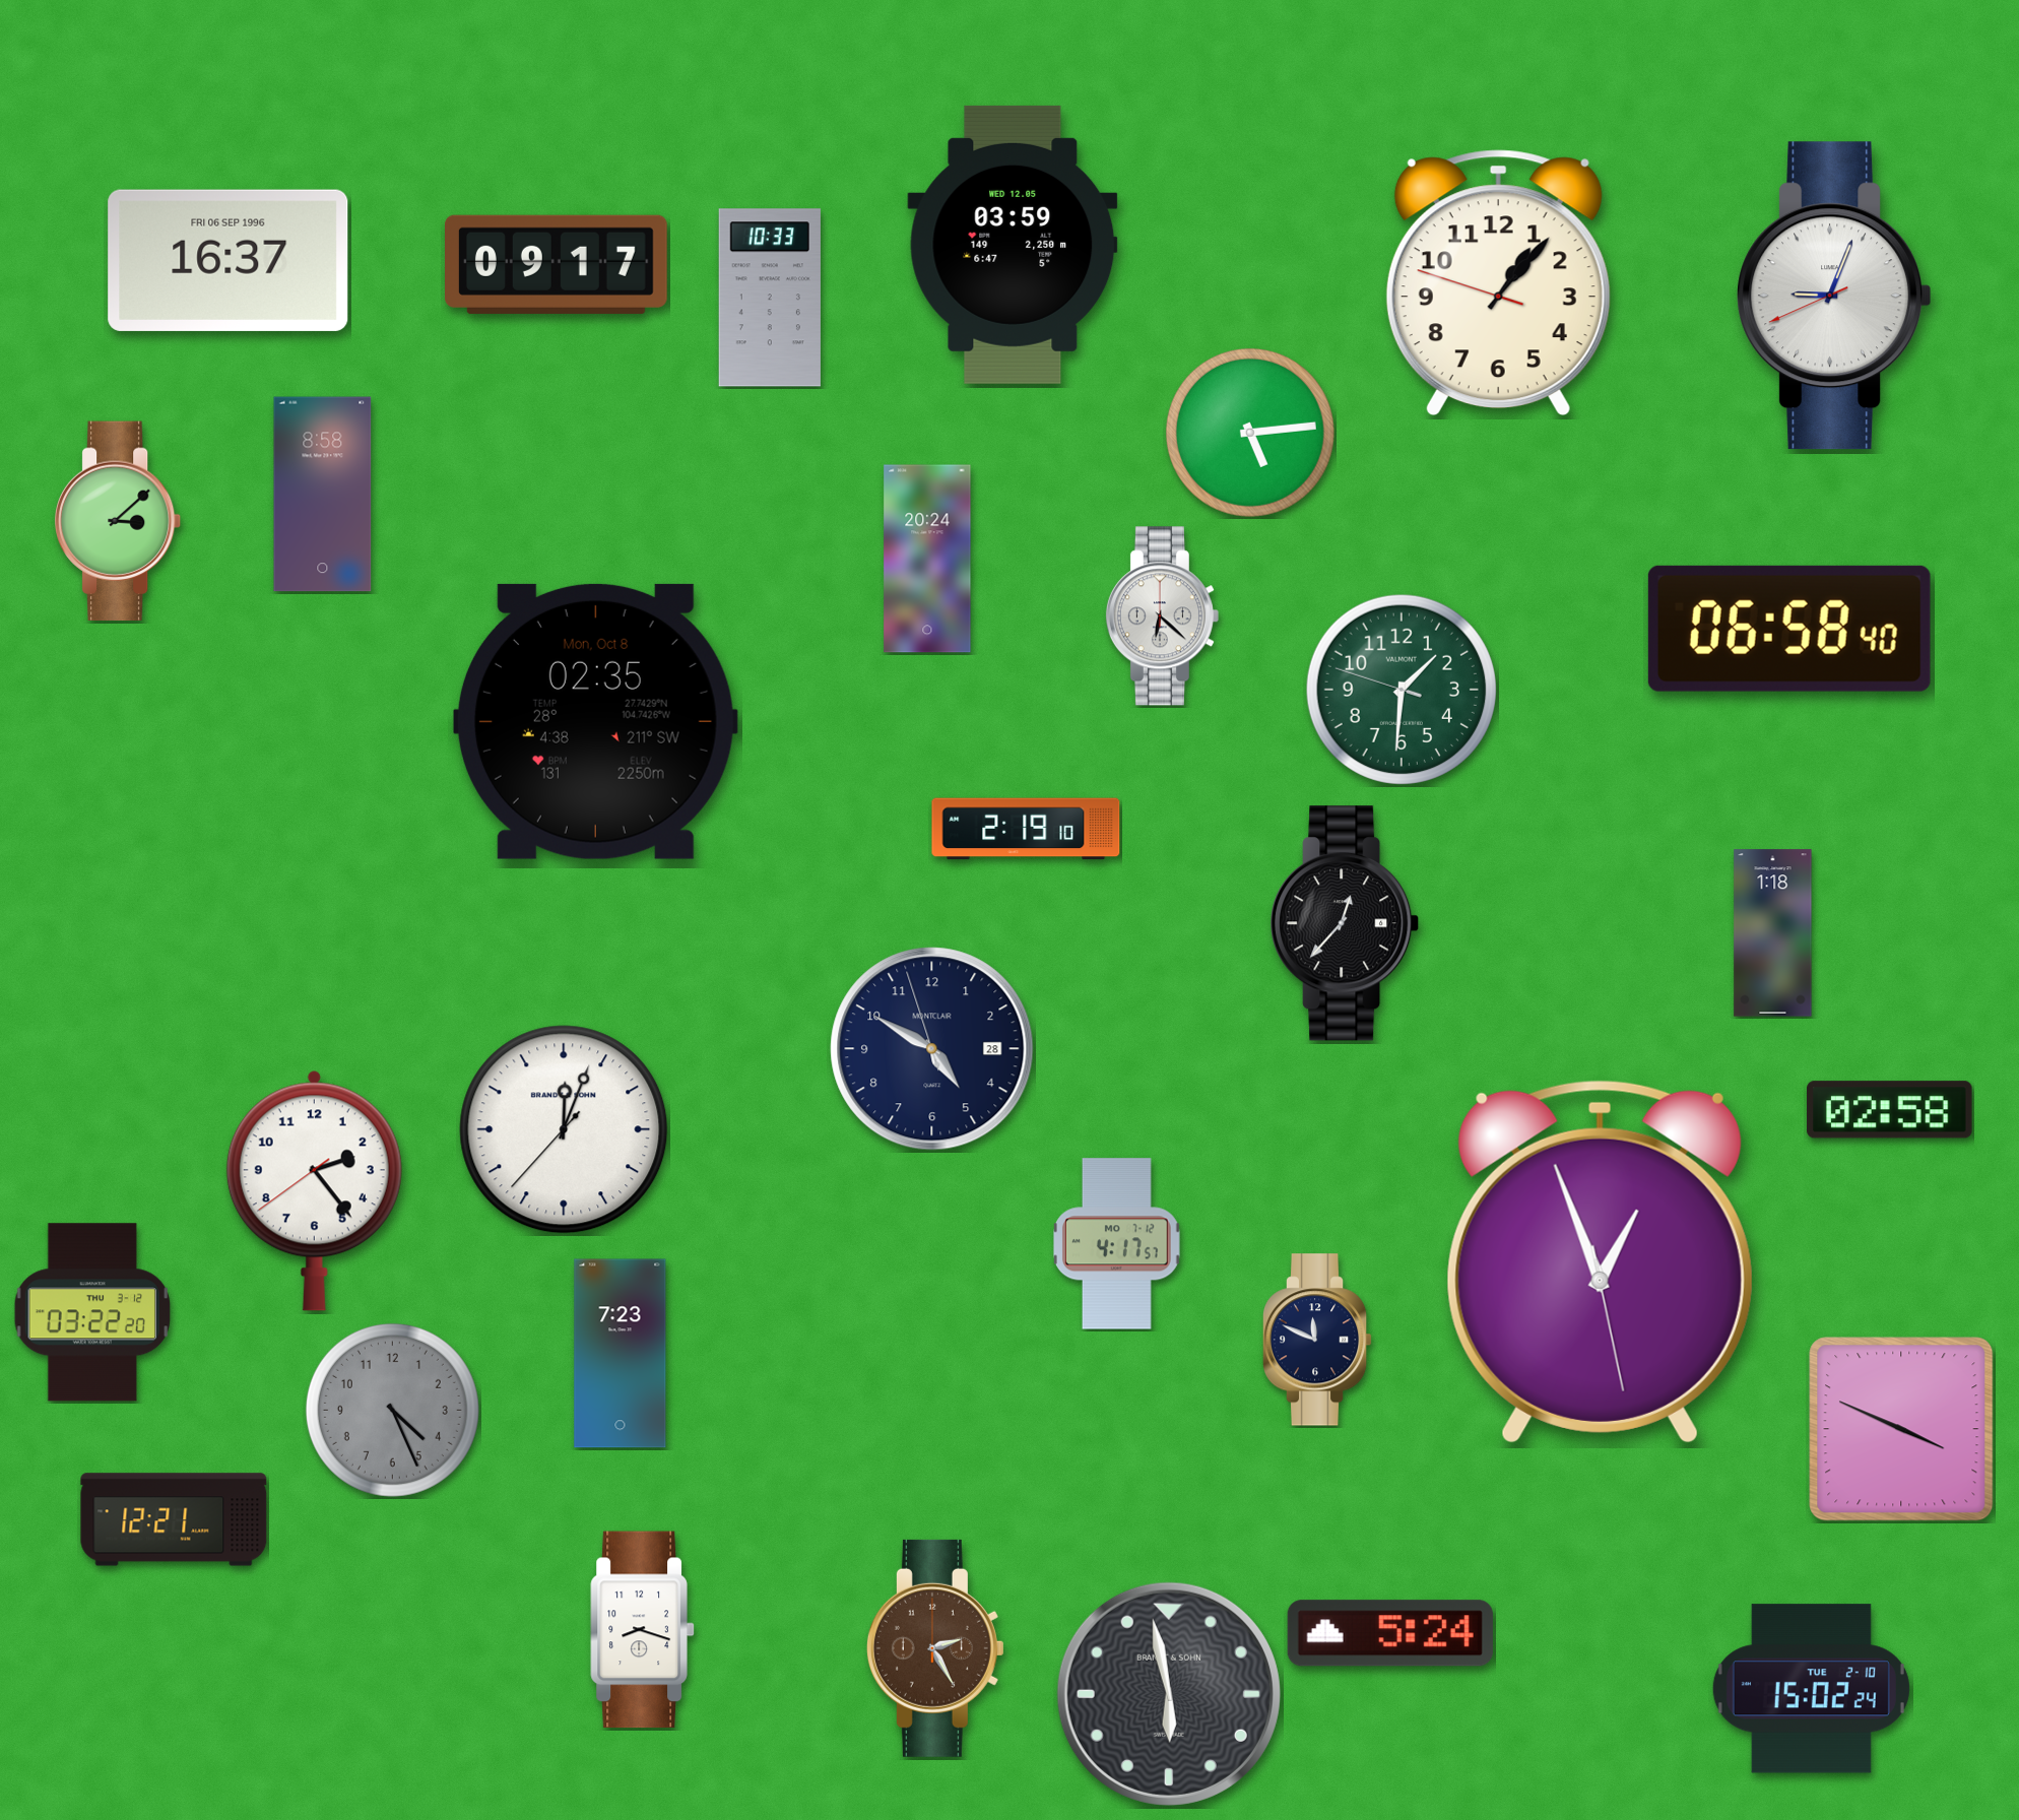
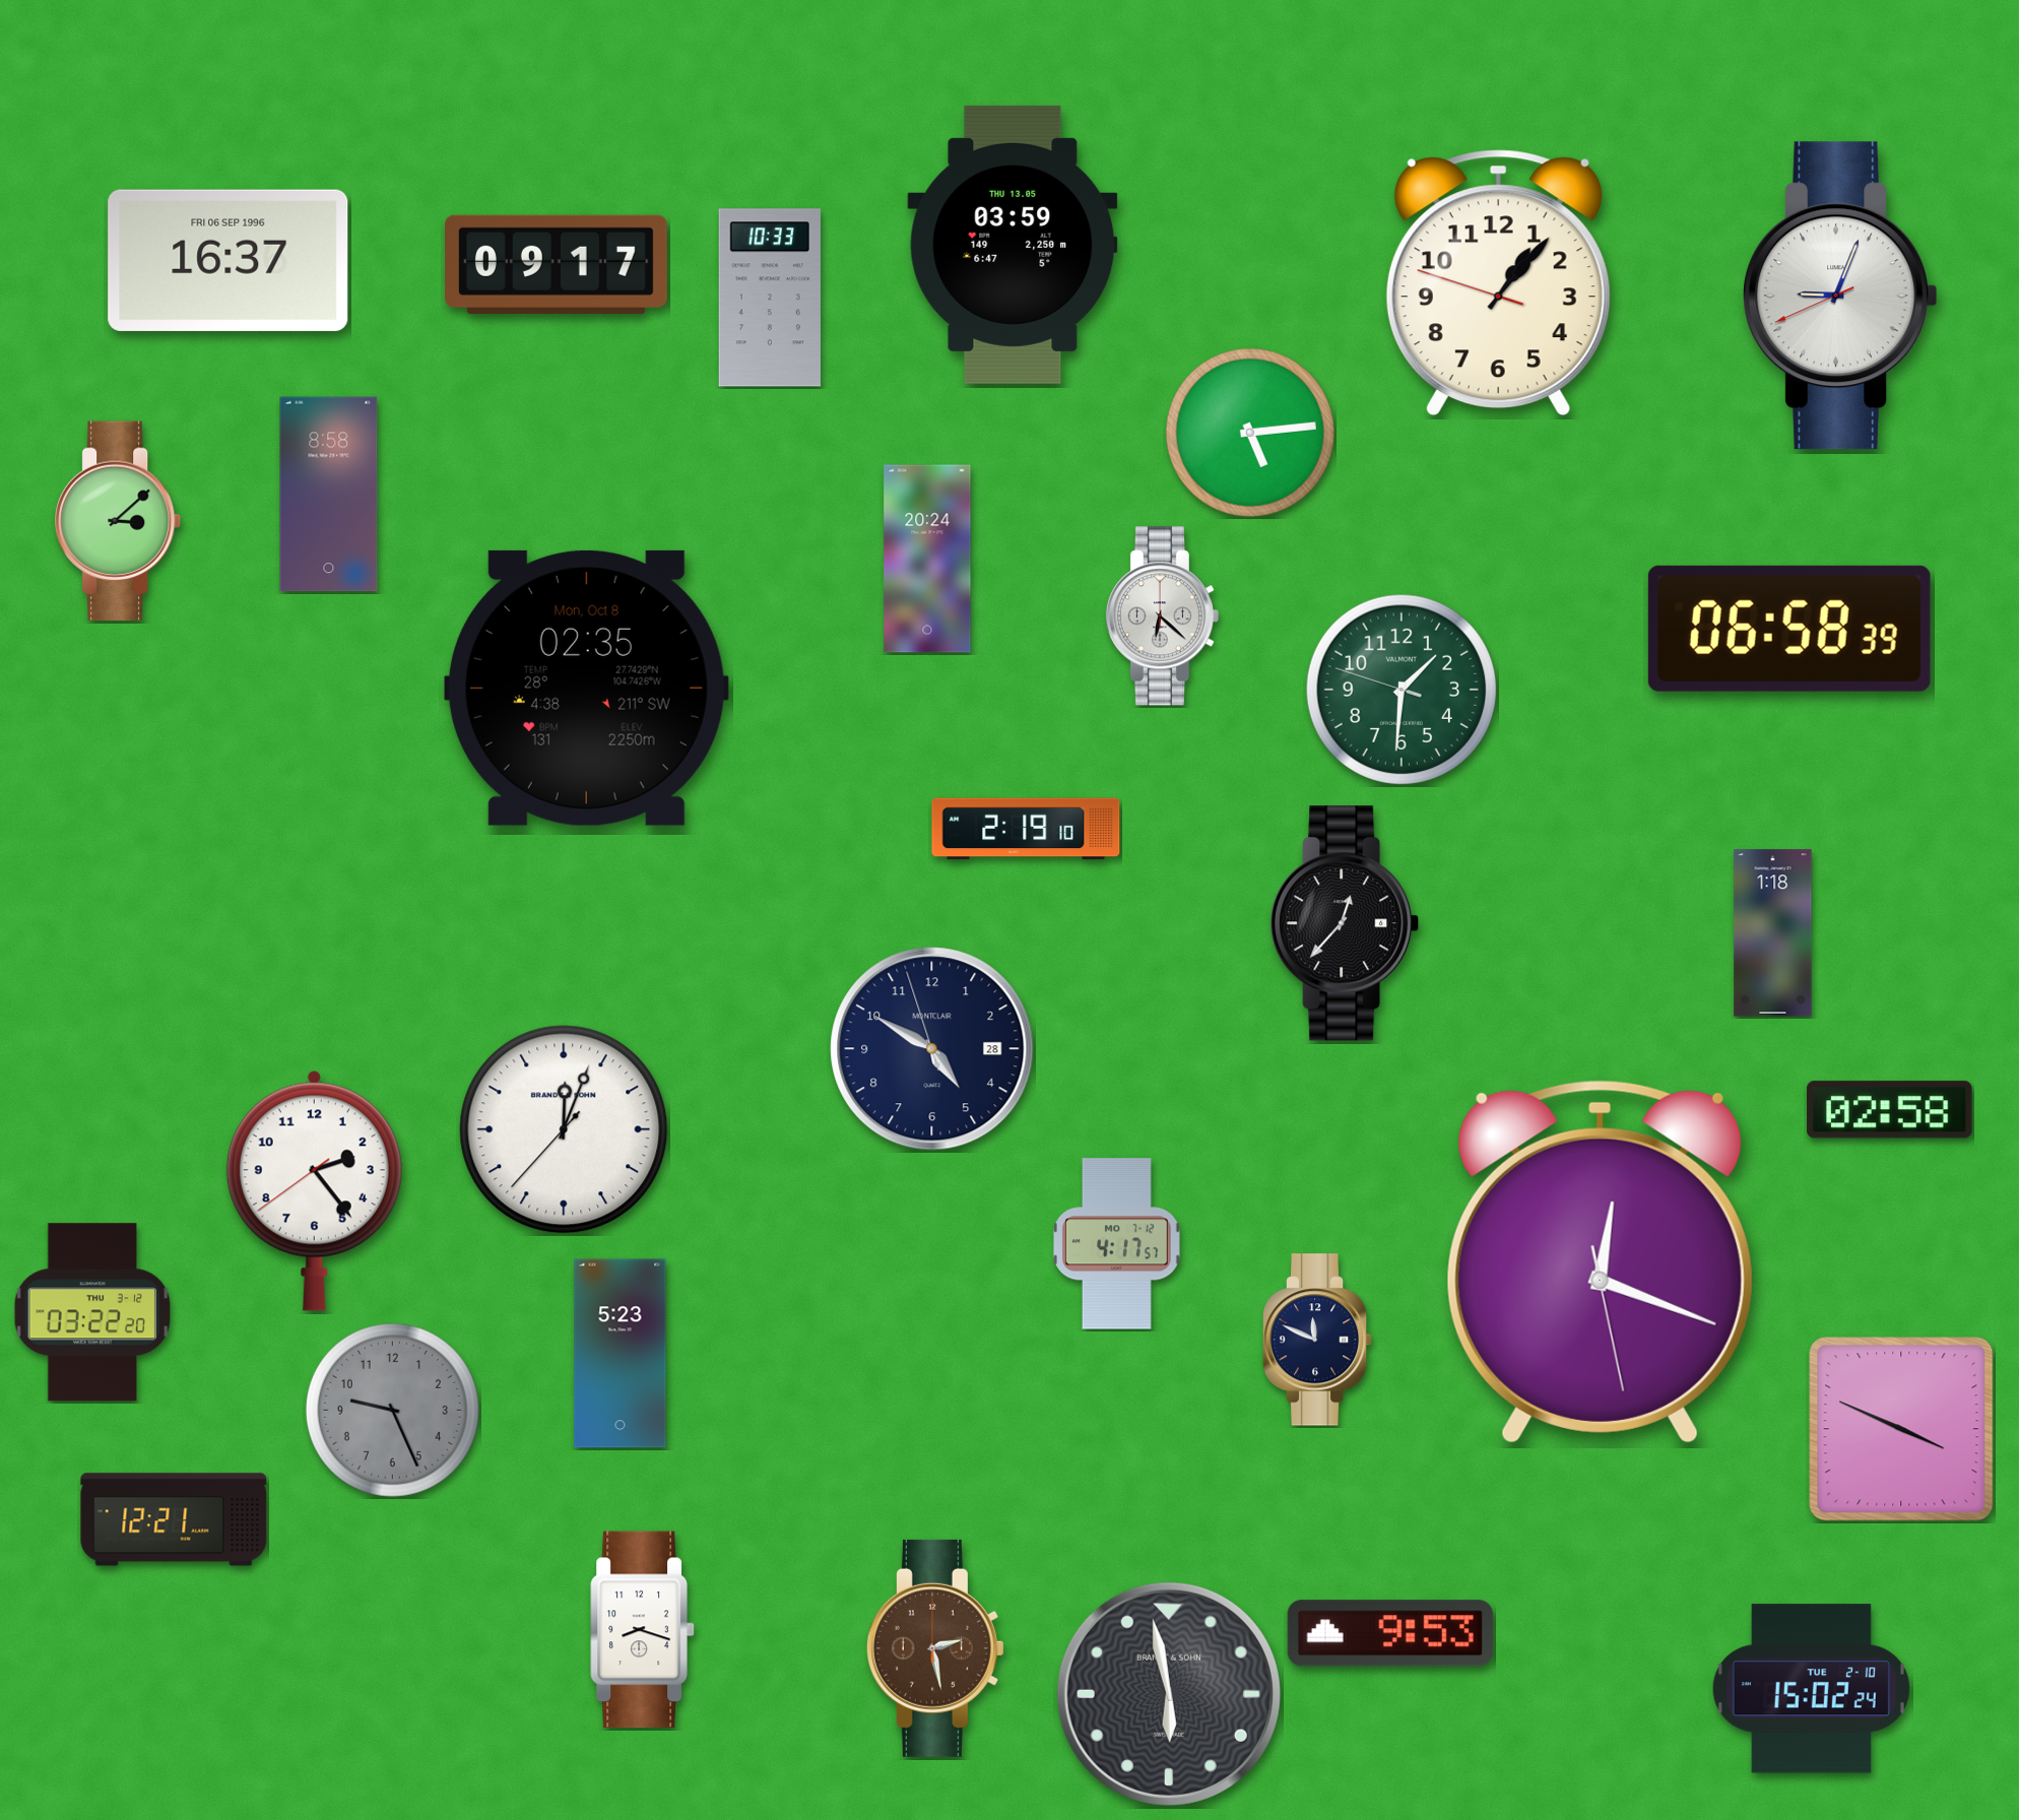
clock at (1013, 245) date: WED 12.05 -> THU 13.05
clock at (1833, 296) position: (1833, 296) -> (1839, 296)
clock at (323, 495) position: (323, 495) -> (329, 495)
clock at (1789, 629): 06:58:40 -> 06:58:39
clock at (595, 721) position: (595, 721) -> (586, 688)
clock at (1600, 1261): 12:56 -> 12:18
clock at (621, 1354): 7:23 -> 5:23
clock at (392, 1410): 4:26 -> 9:26
clock at (1390, 1633): 5:24 -> 9:53
clock at (935, 1648): 2:25 -> 2:28
